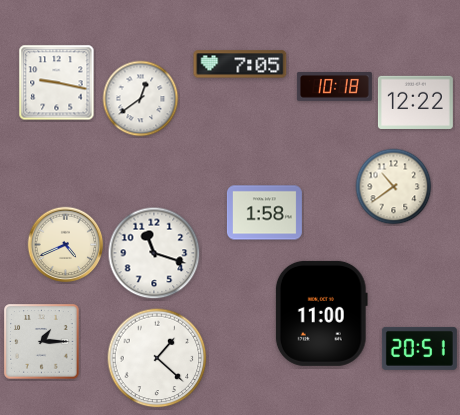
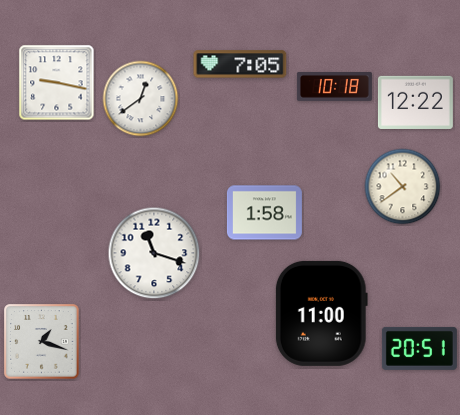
clock at (394, 187) position: (394, 187) -> (403, 187)
clock at (66, 245): 4:41 -> none
clock at (42, 342): 1:15 -> 1:18
clock at (157, 358): 1:22 -> none
